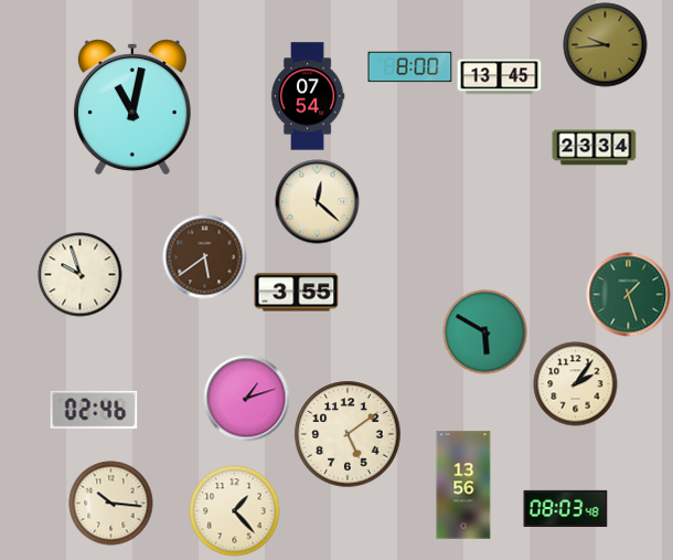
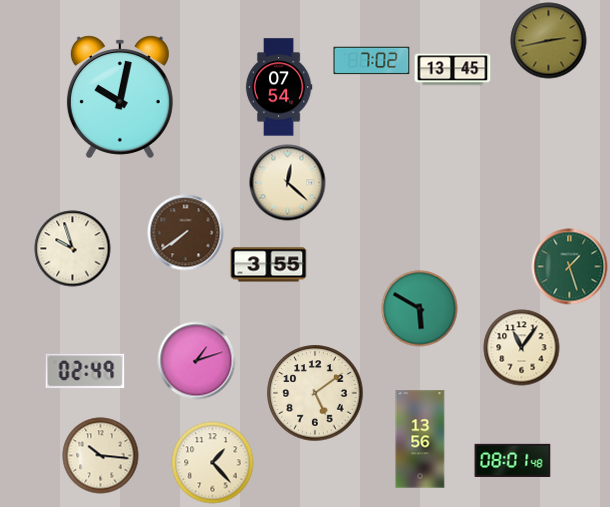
clock at (606, 45): 9:44 -> 2:43
clock at (410, 67): 8:00 -> 7:02
clock at (132, 107): 11:02 -> 10:02
clock at (595, 148): 23:34 -> none
clock at (205, 257): 5:39 -> 7:39
clock at (485, 332) position: (485, 332) -> (420, 309)
clock at (576, 384): 2:06 -> 11:06
clock at (247, 399) position: (247, 399) -> (197, 361)
clock at (94, 410): 02:46 -> 02:49
clock at (566, 508): 08:03 -> 08:01
